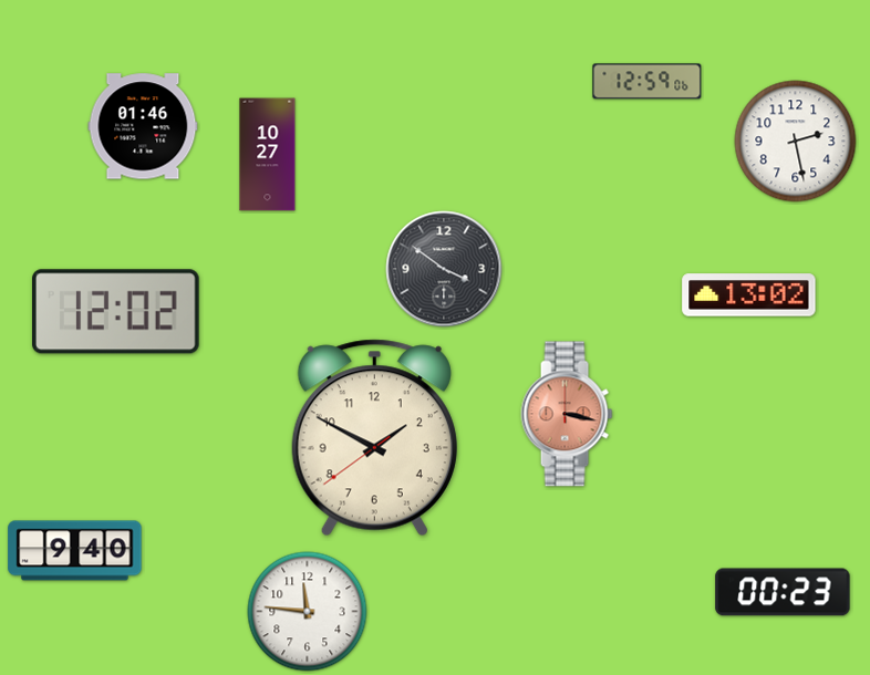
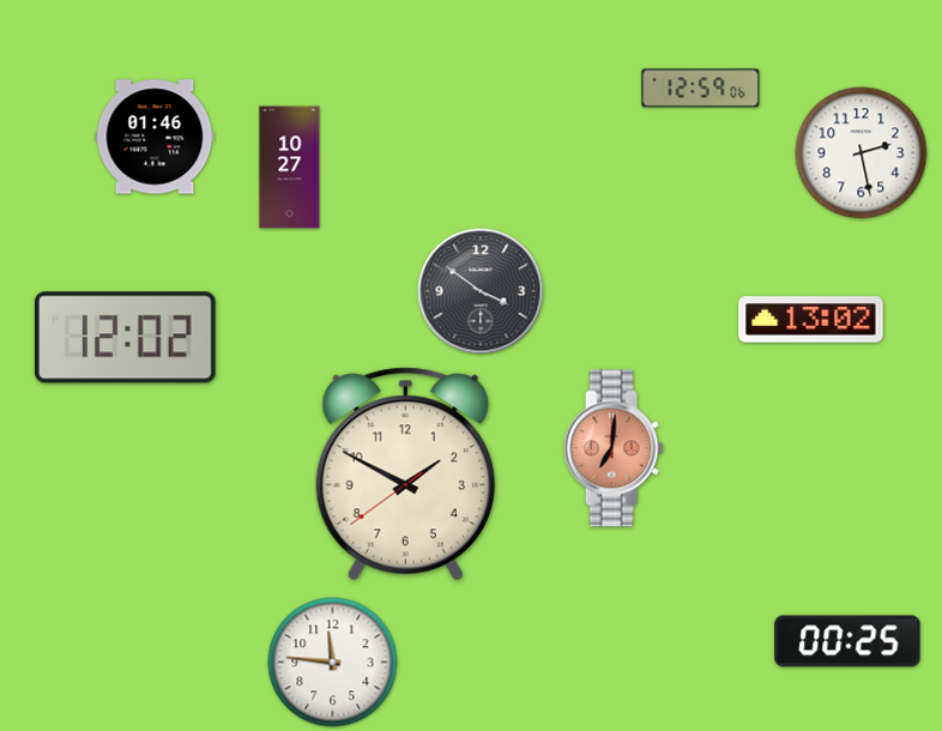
clock at (567, 414): 3:17 -> 7:01
clock at (75, 551): 9:40 -> none
clock at (783, 592): 00:23 -> 00:25
